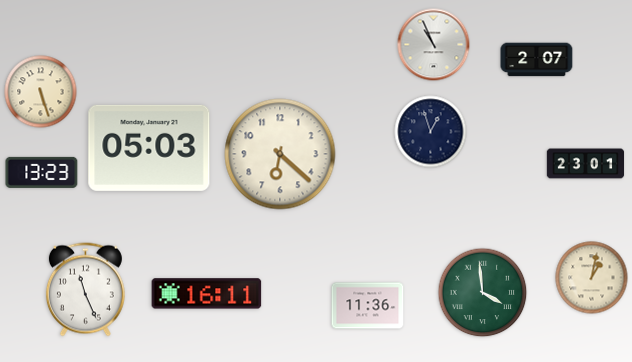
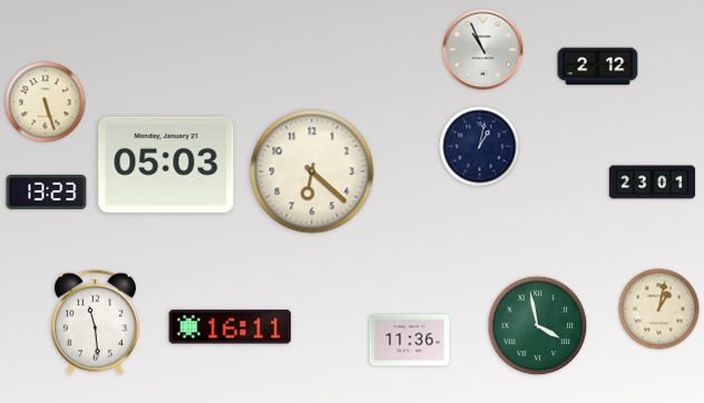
clock at (537, 60): 2:07 -> 2:12
clock at (431, 132): 12:57 -> 1:02
clock at (85, 290): 11:26 -> 11:29
clock at (483, 293): 3:59 -> 3:58
